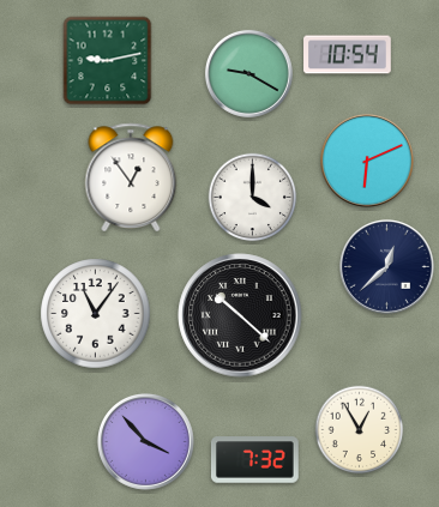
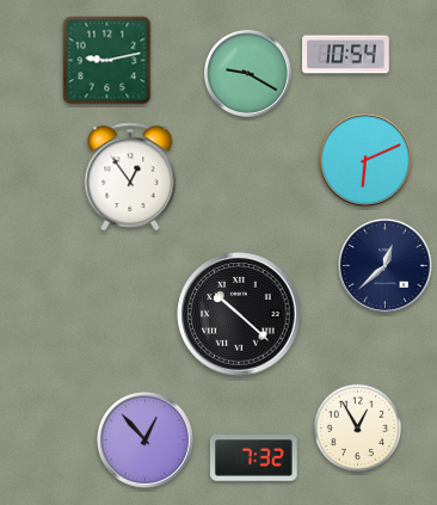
clock at (253, 198): 4:00 -> none
clock at (96, 314): 11:06 -> none
clock at (145, 441): 3:53 -> 12:53
